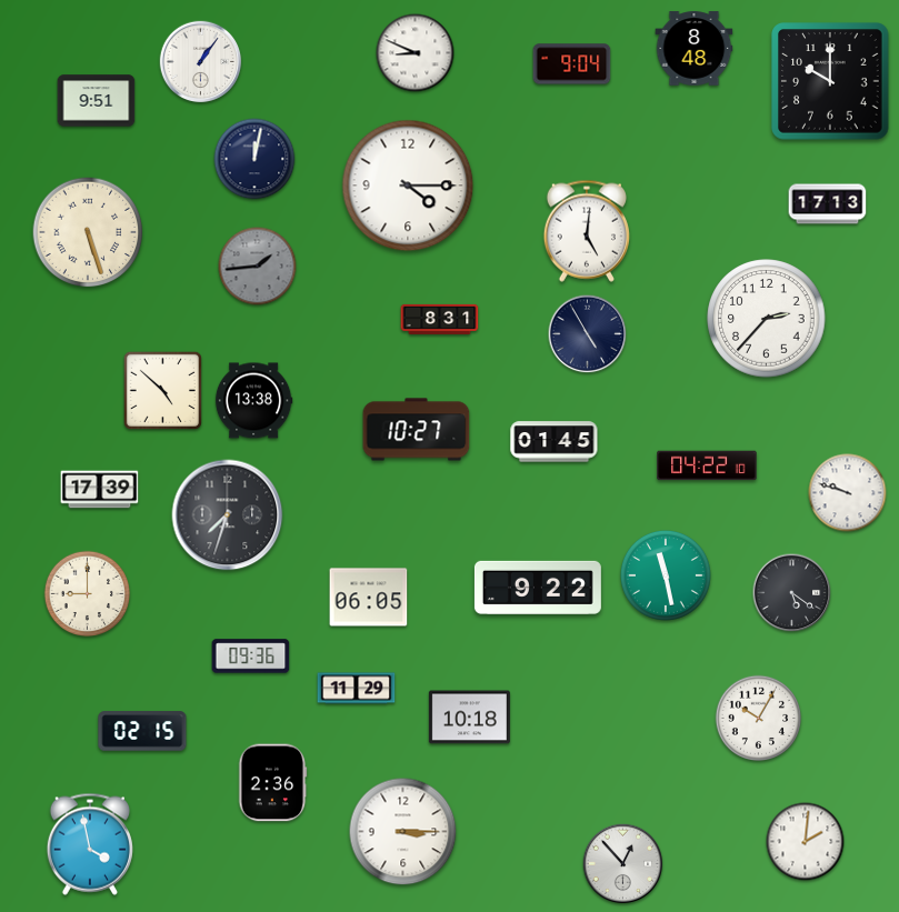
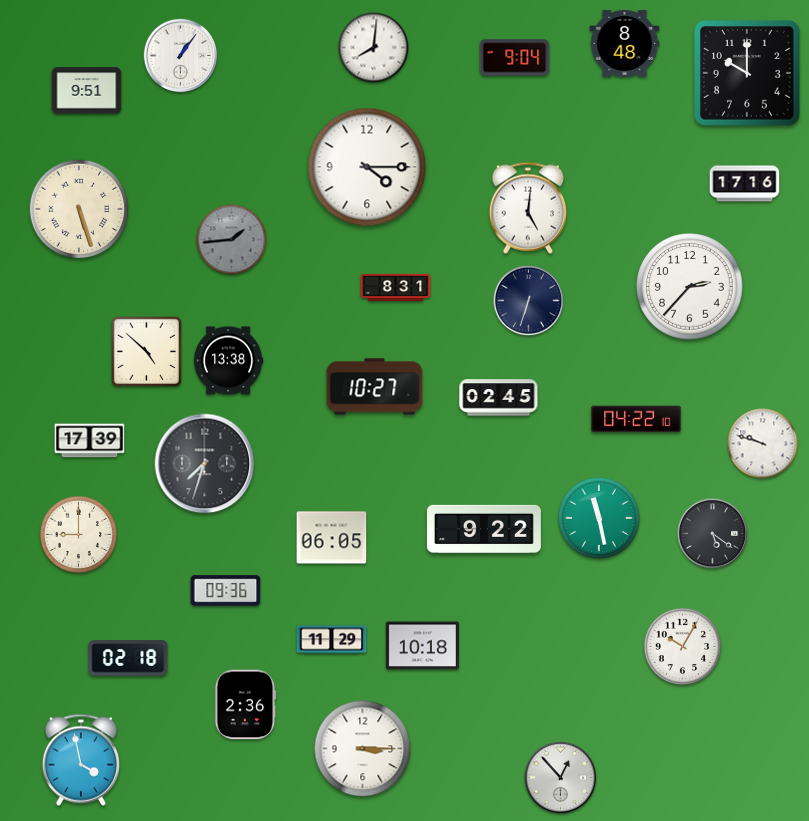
clock at (416, 53): 8:49 -> 8:01
clock at (254, 159): 12:02 -> none
clock at (828, 204): 17:13 -> 17:16
clock at (588, 334): 4:55 -> 6:33
clock at (555, 442): 01:45 -> 02:45
clock at (357, 689) position: (357, 689) -> (332, 640)
clock at (142, 731): 02:15 -> 02:18
clock at (806, 842): 2:01 -> none
